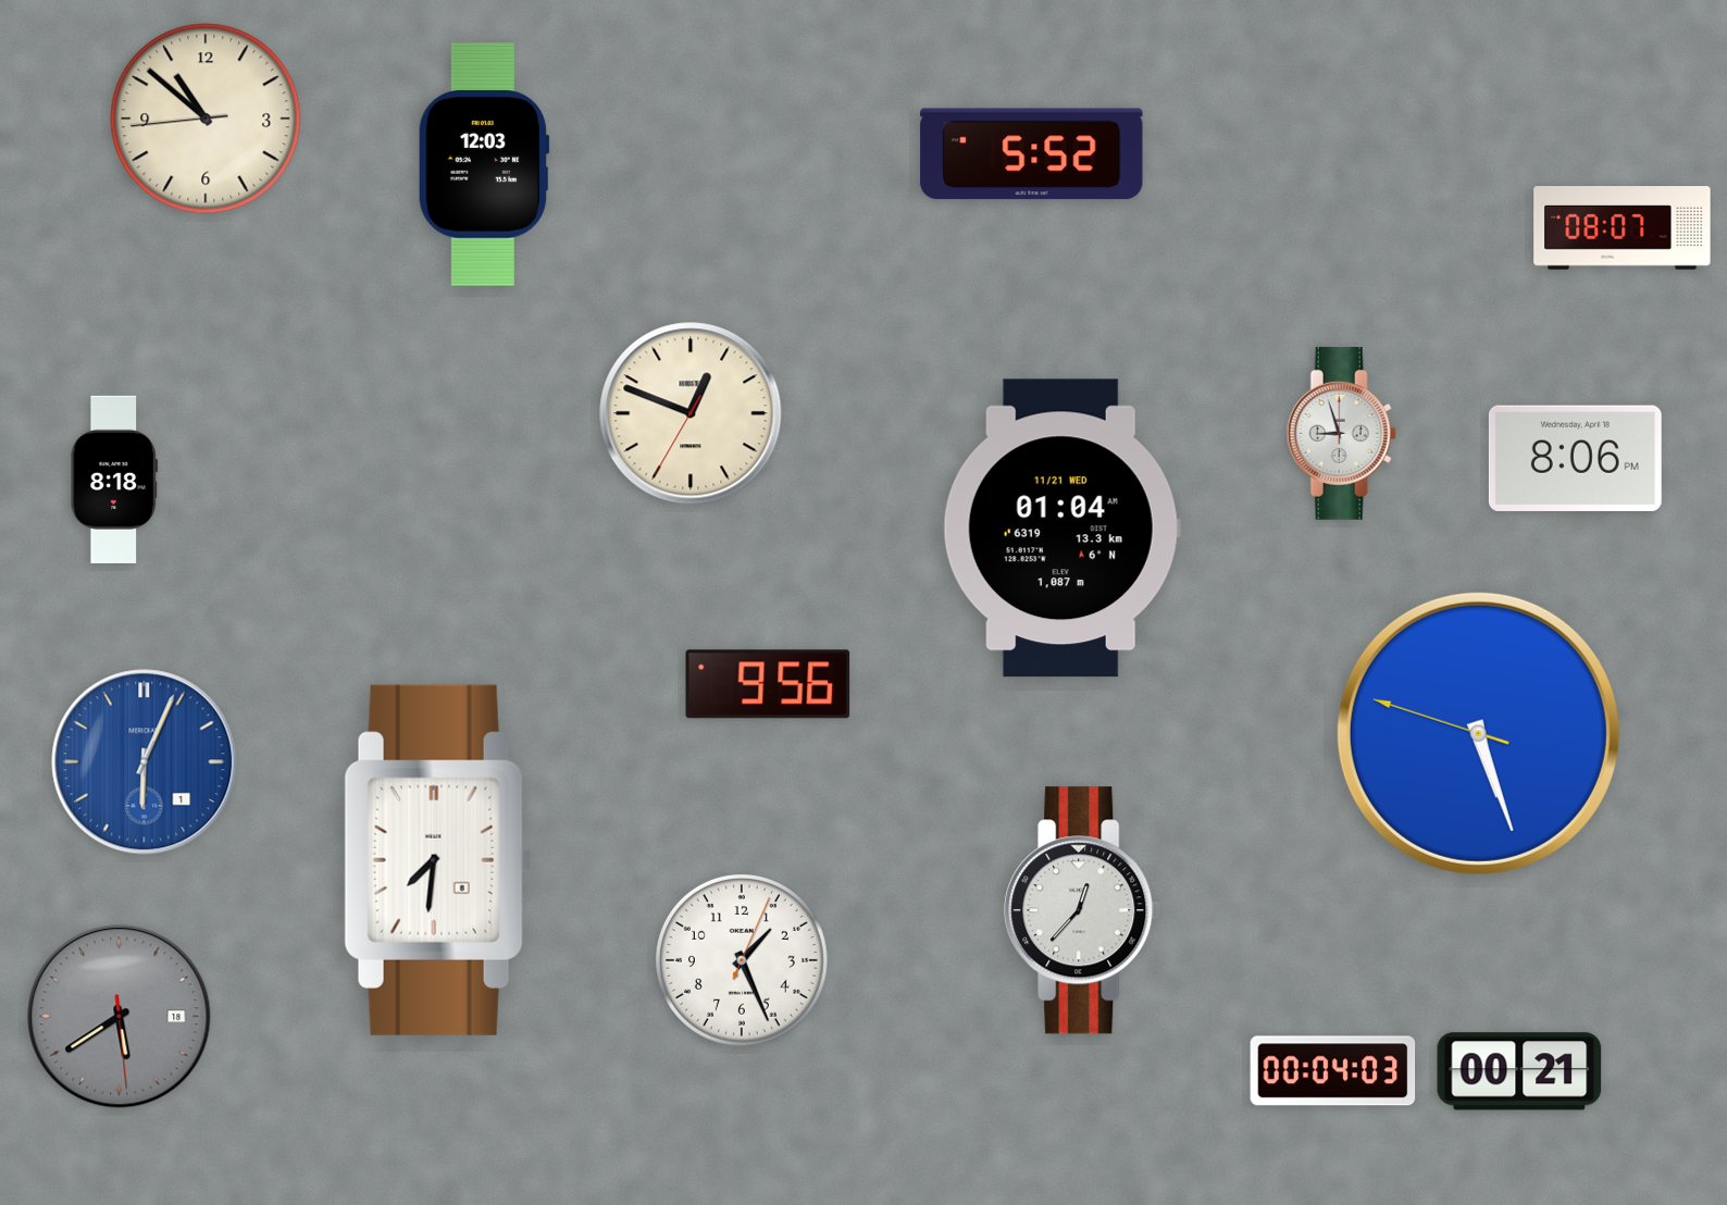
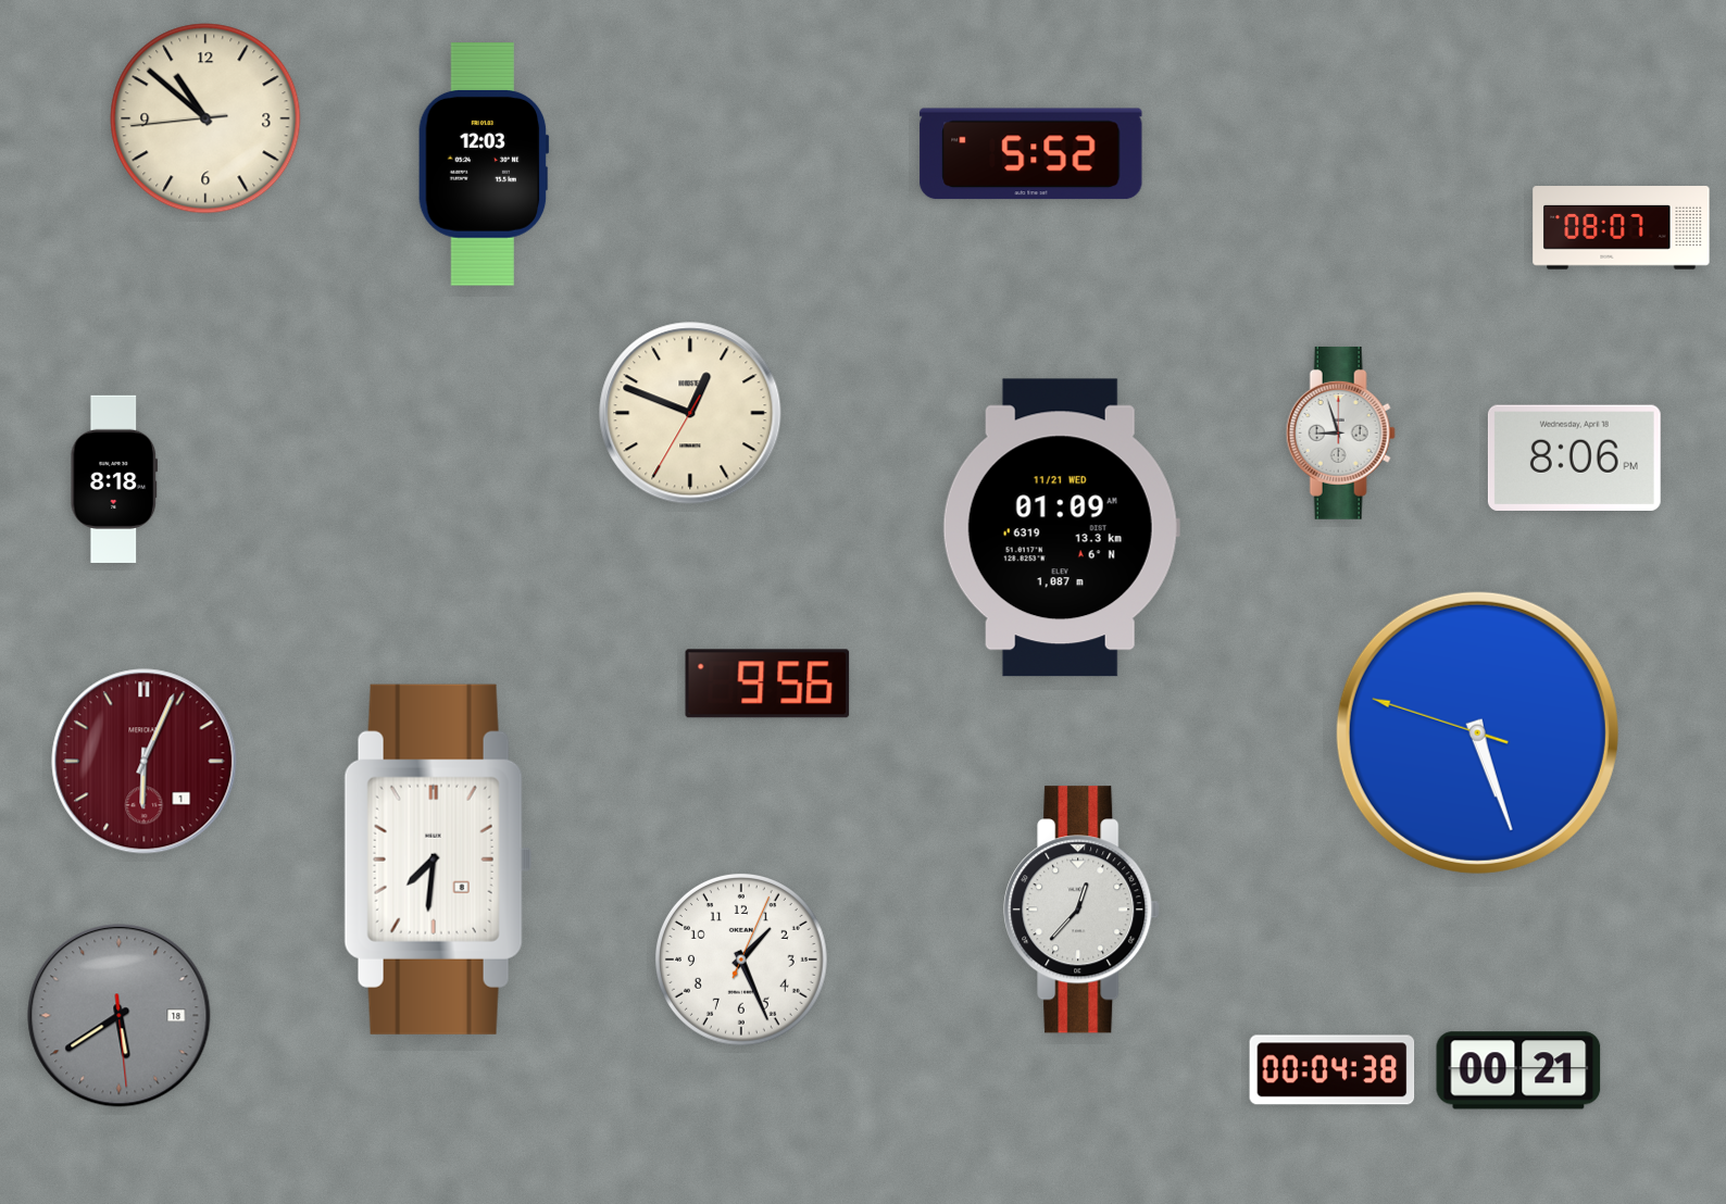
clock at (1061, 529): 01:04 -> 01:09
clock at (145, 762) dial: blue -> burgundy
clock at (1333, 1071): 00:04:03 -> 00:04:38
